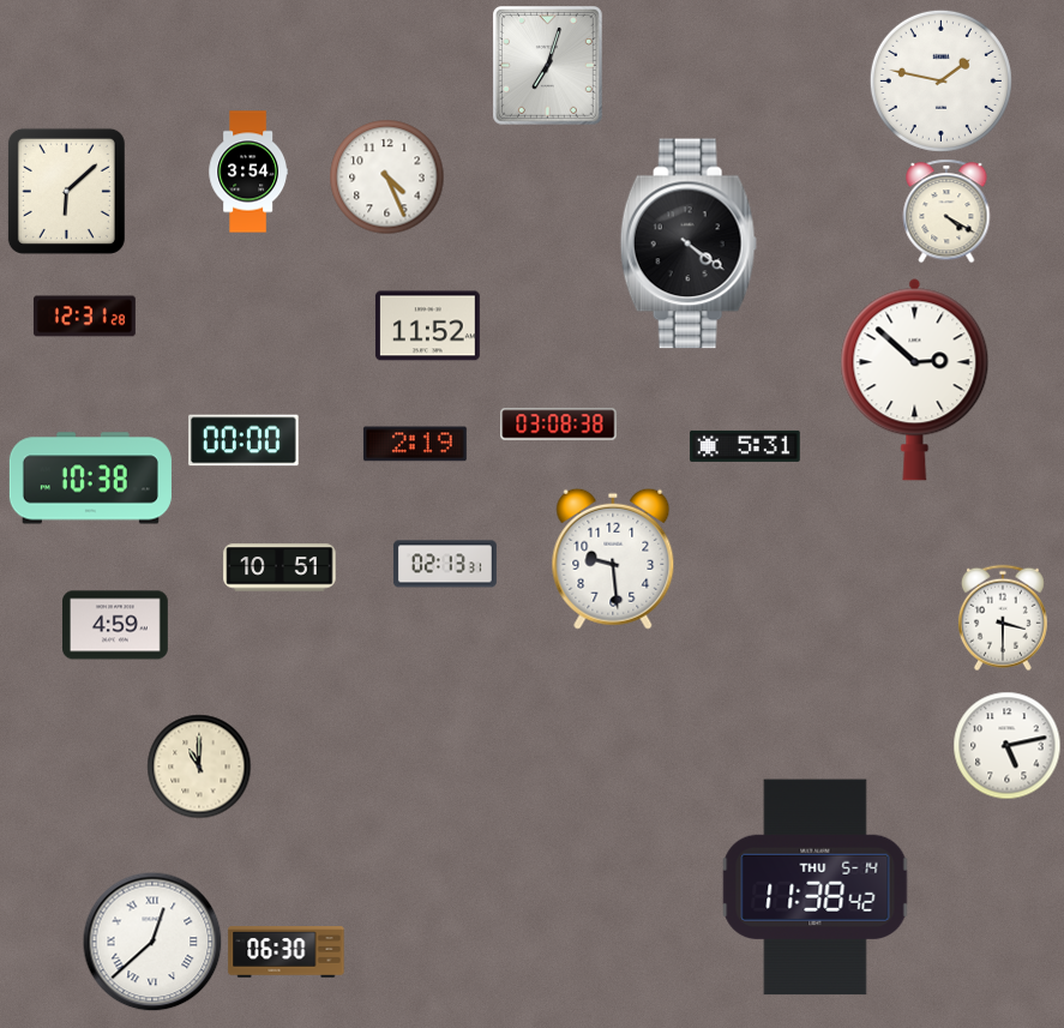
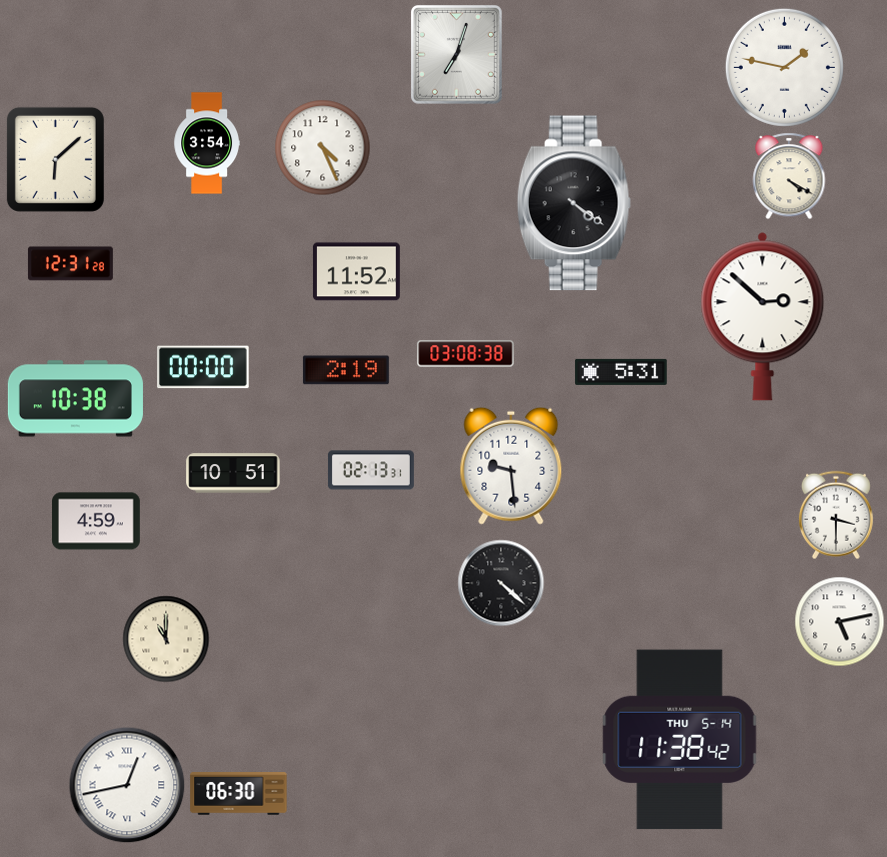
clock at (501, 583): none -> 4:22
clock at (152, 942): 12:38 -> 12:43
